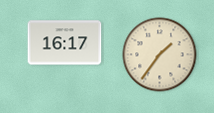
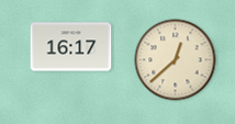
clock at (160, 55): 1:36 -> 12:38
